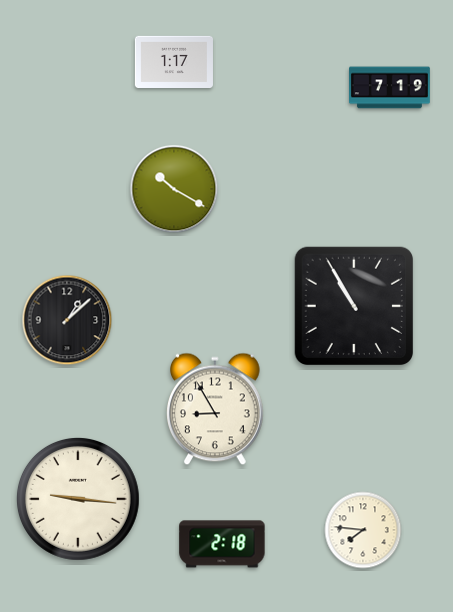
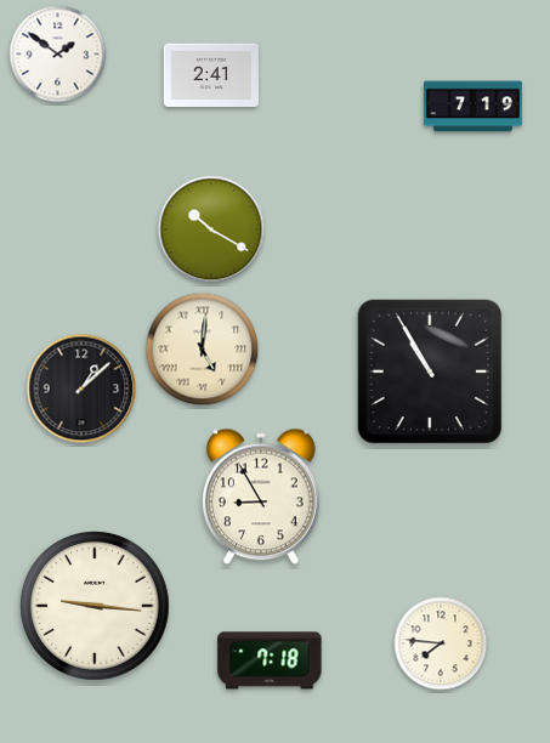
clock at (58, 55): none -> 1:51
clock at (174, 61): 1:17 -> 2:41
clock at (203, 350): none -> 5:01
clock at (222, 544): 2:18 -> 7:18
